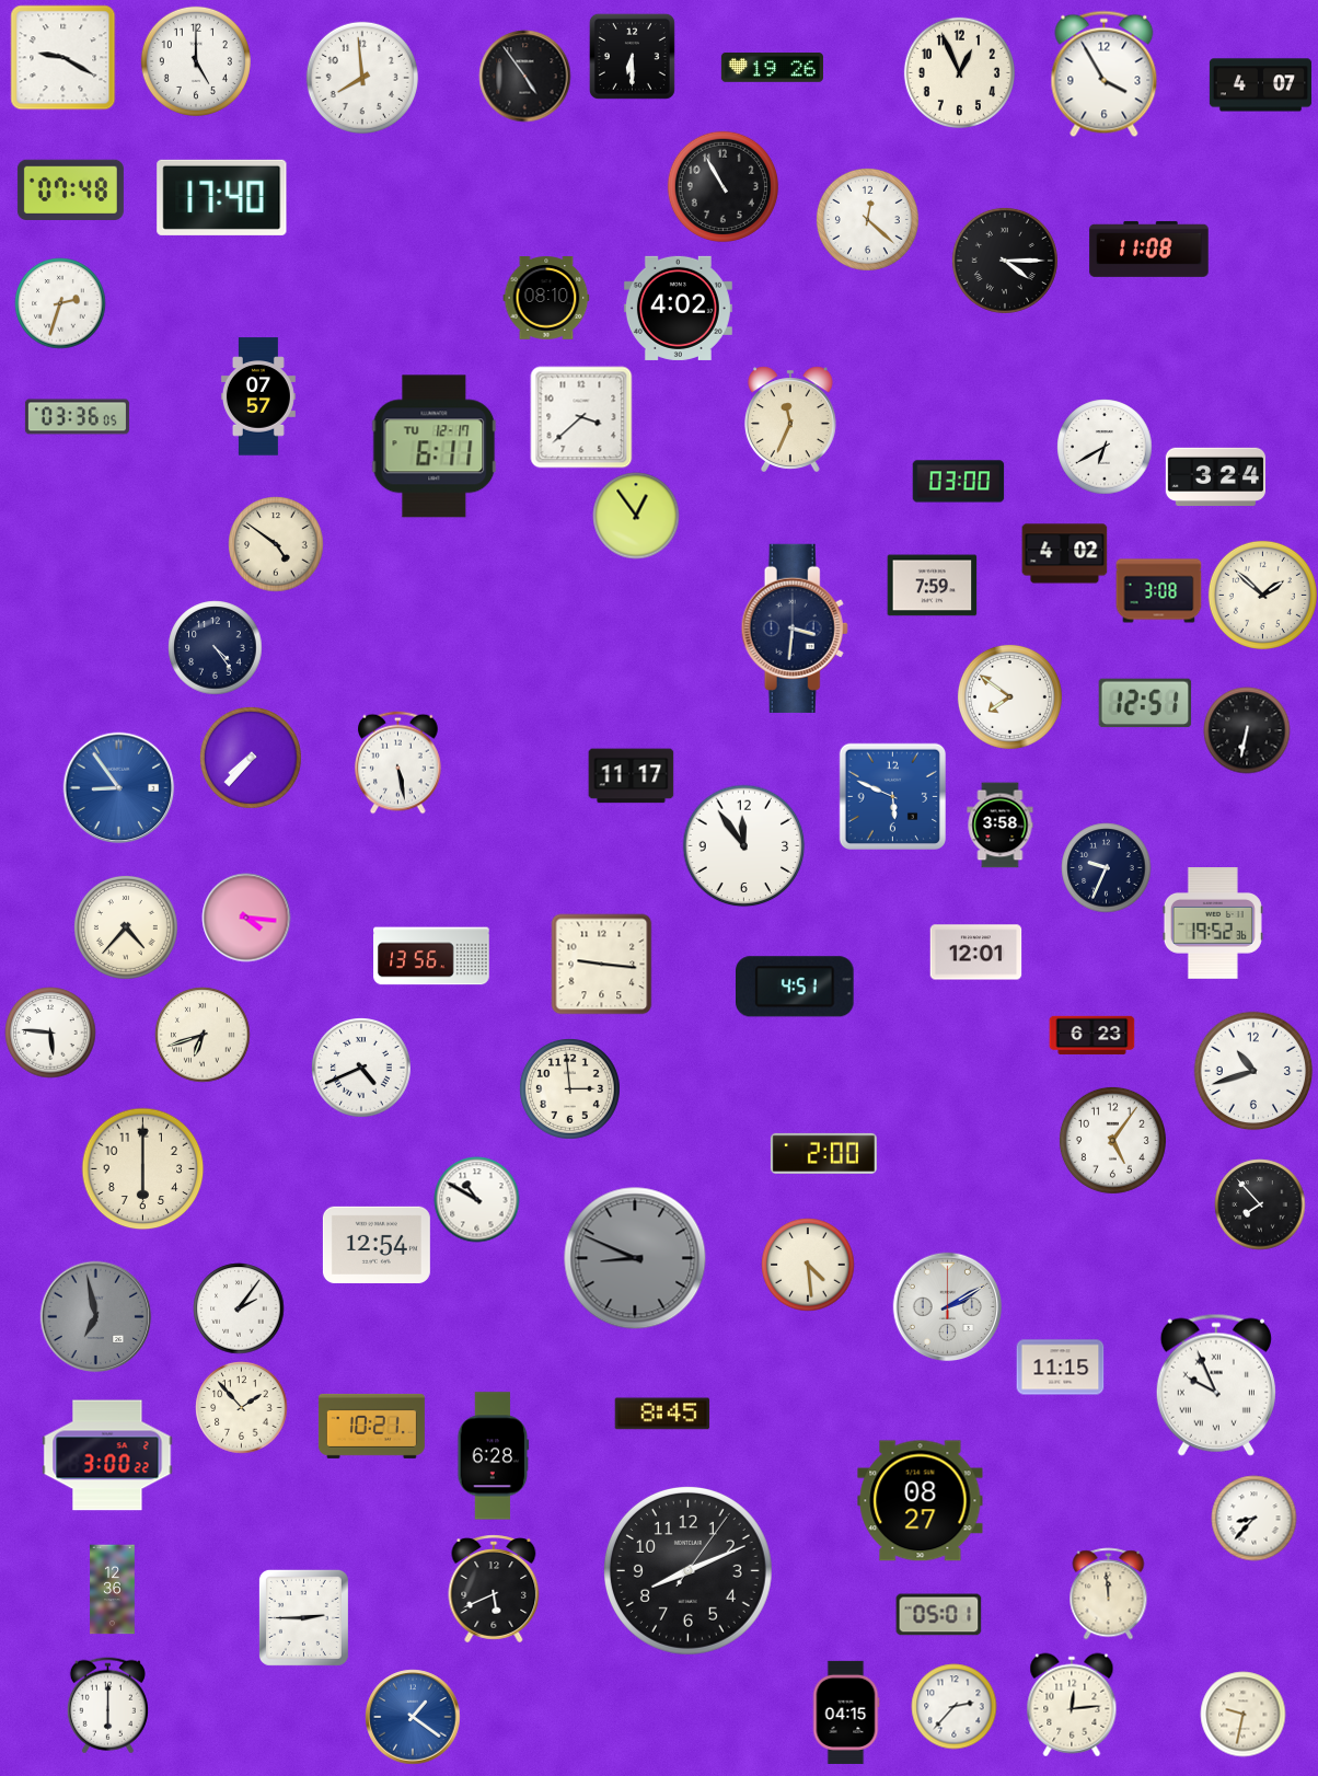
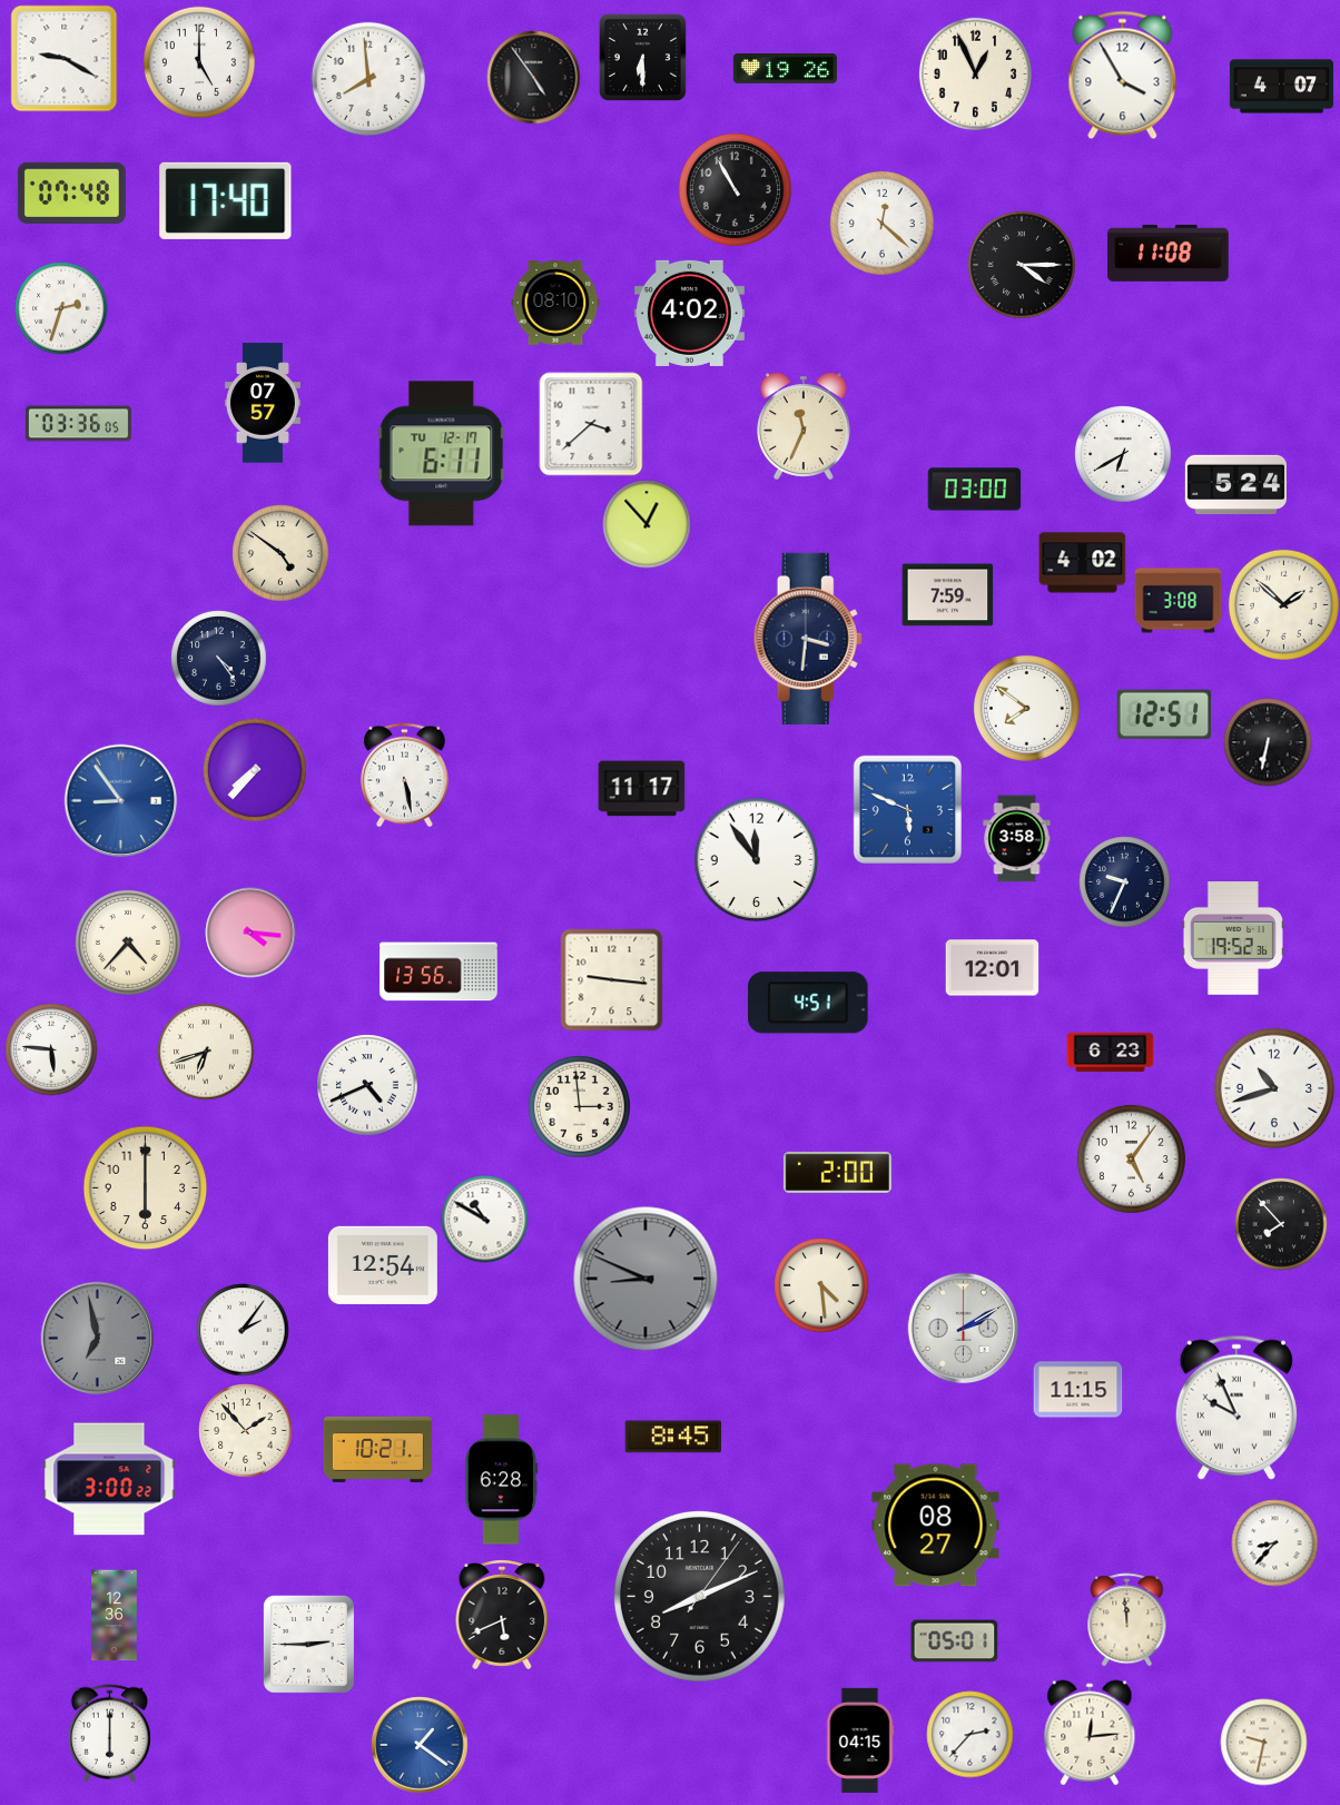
clock at (1215, 476): 3:24 -> 5:24
clock at (636, 516): 12:54 -> 12:53
